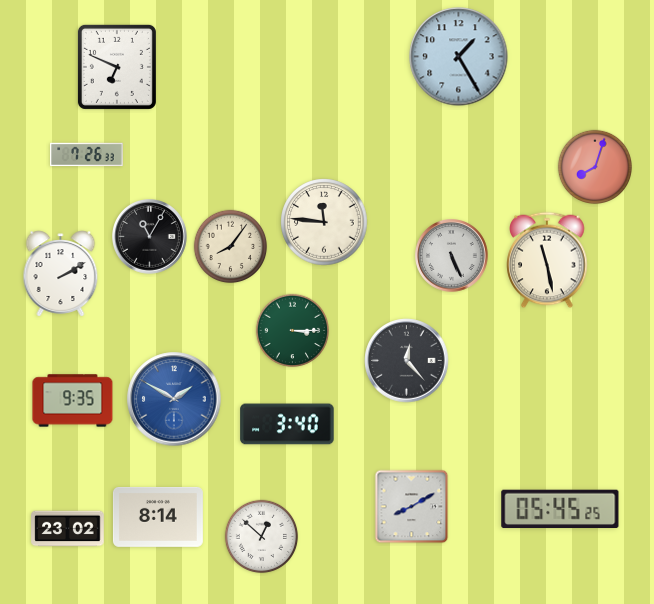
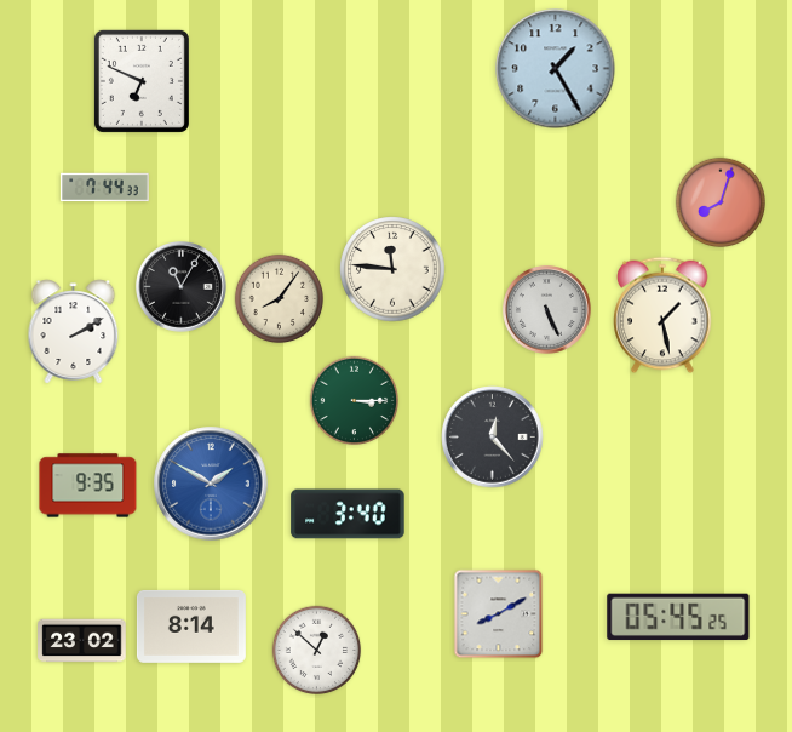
clock at (87, 155): 7:26 -> 7:44
clock at (547, 260): 11:28 -> 1:28
